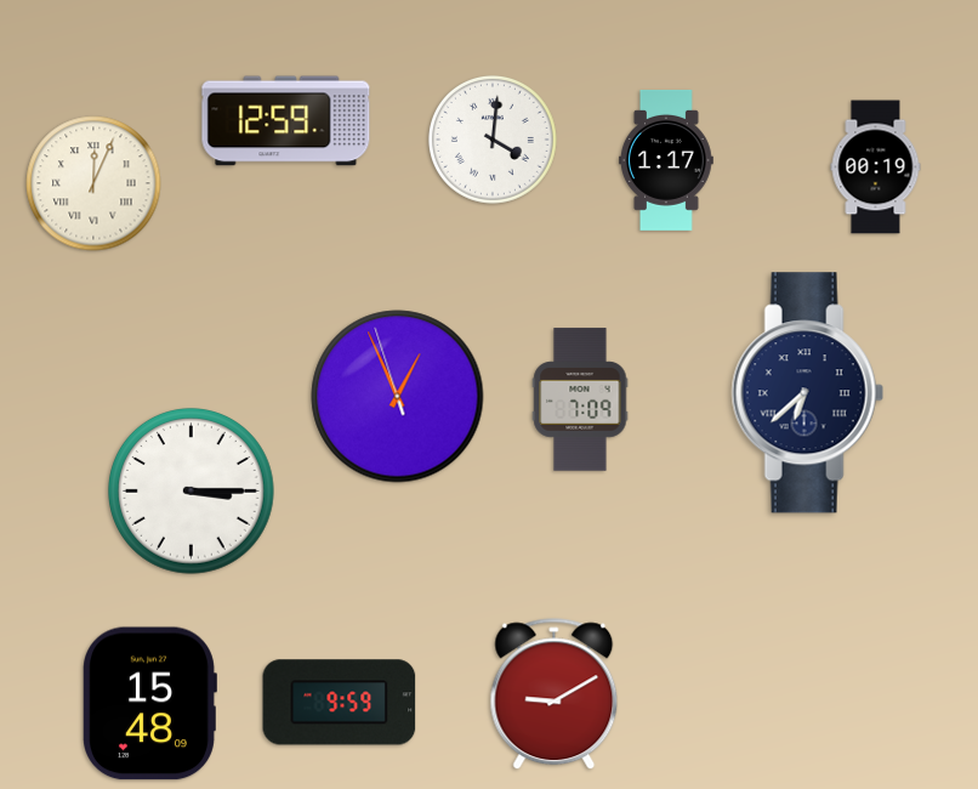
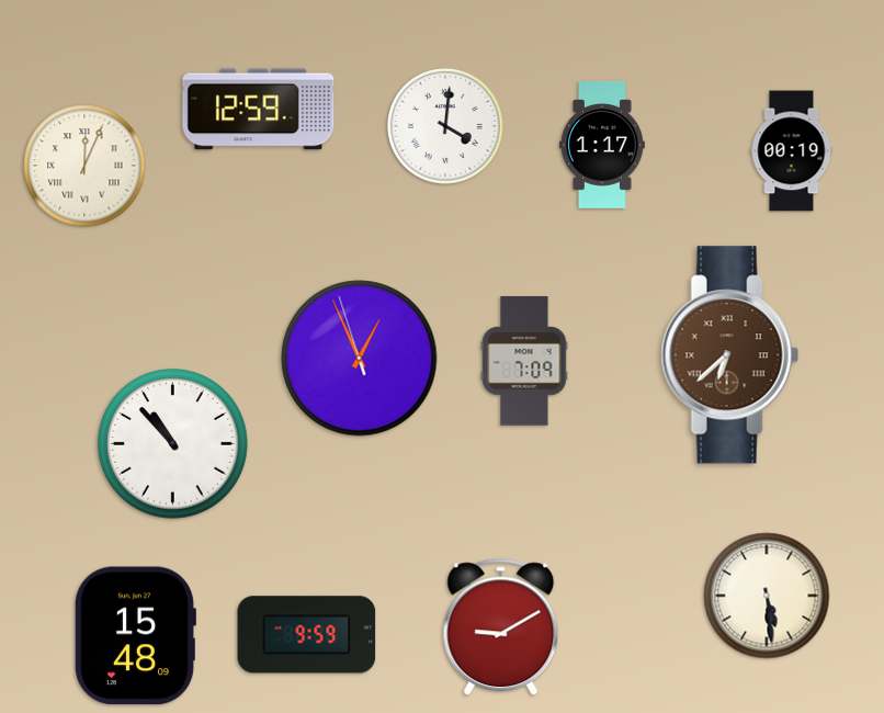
clock at (807, 393) dial: navy -> brown
clock at (192, 492): 3:15 -> 10:53
clock at (767, 596): none -> 5:29
